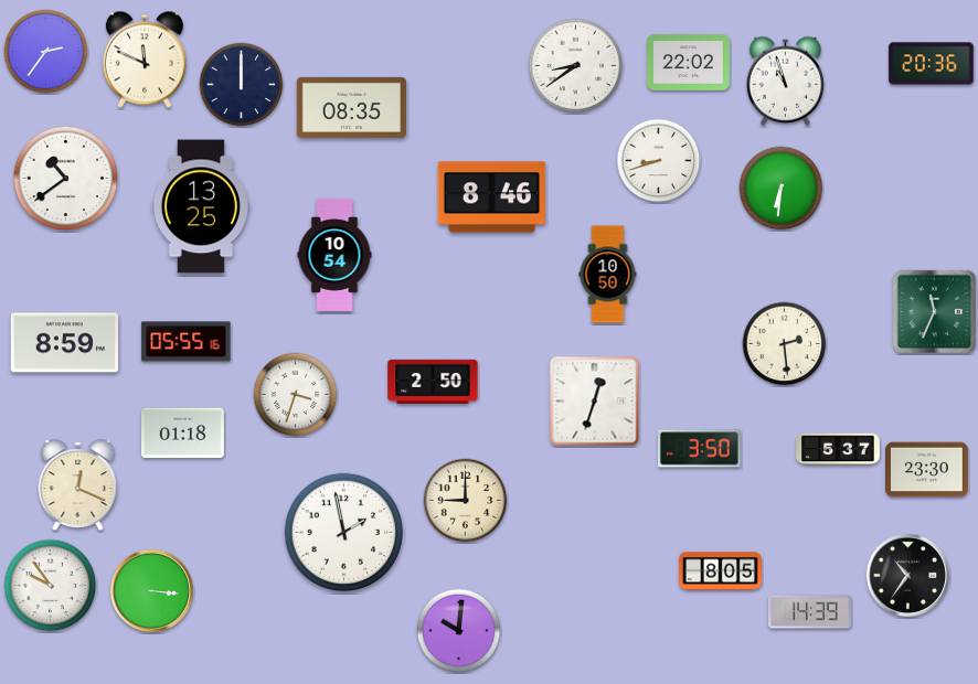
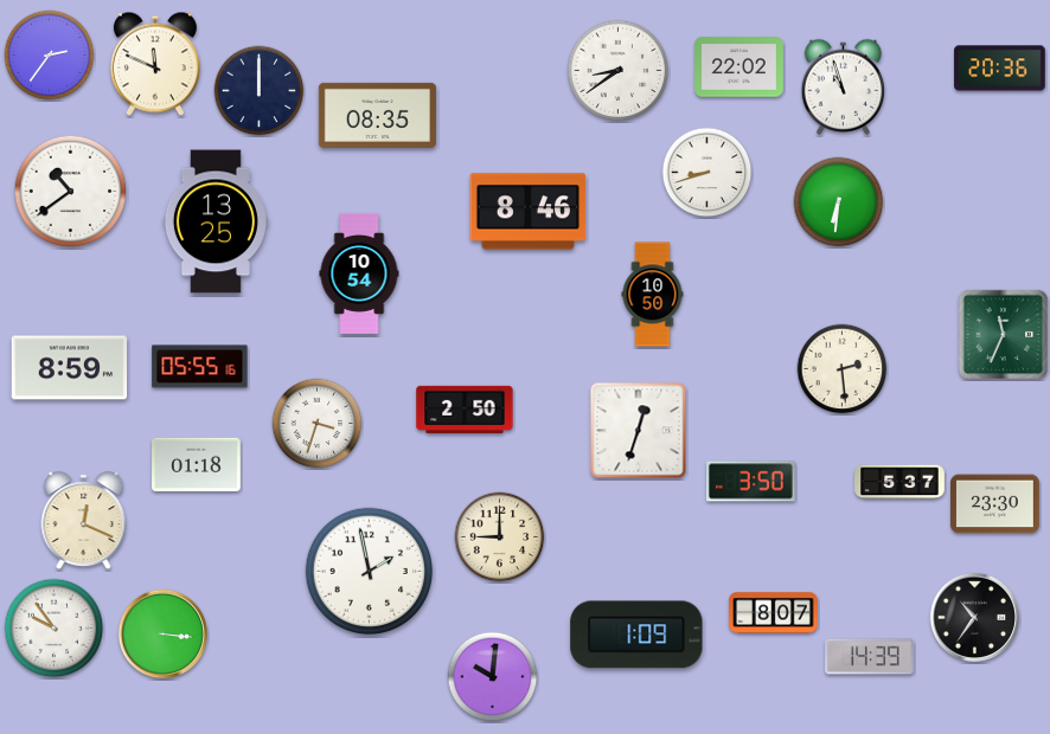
clock at (721, 571): 8:05 -> 8:07
clock at (636, 635): none -> 1:09
